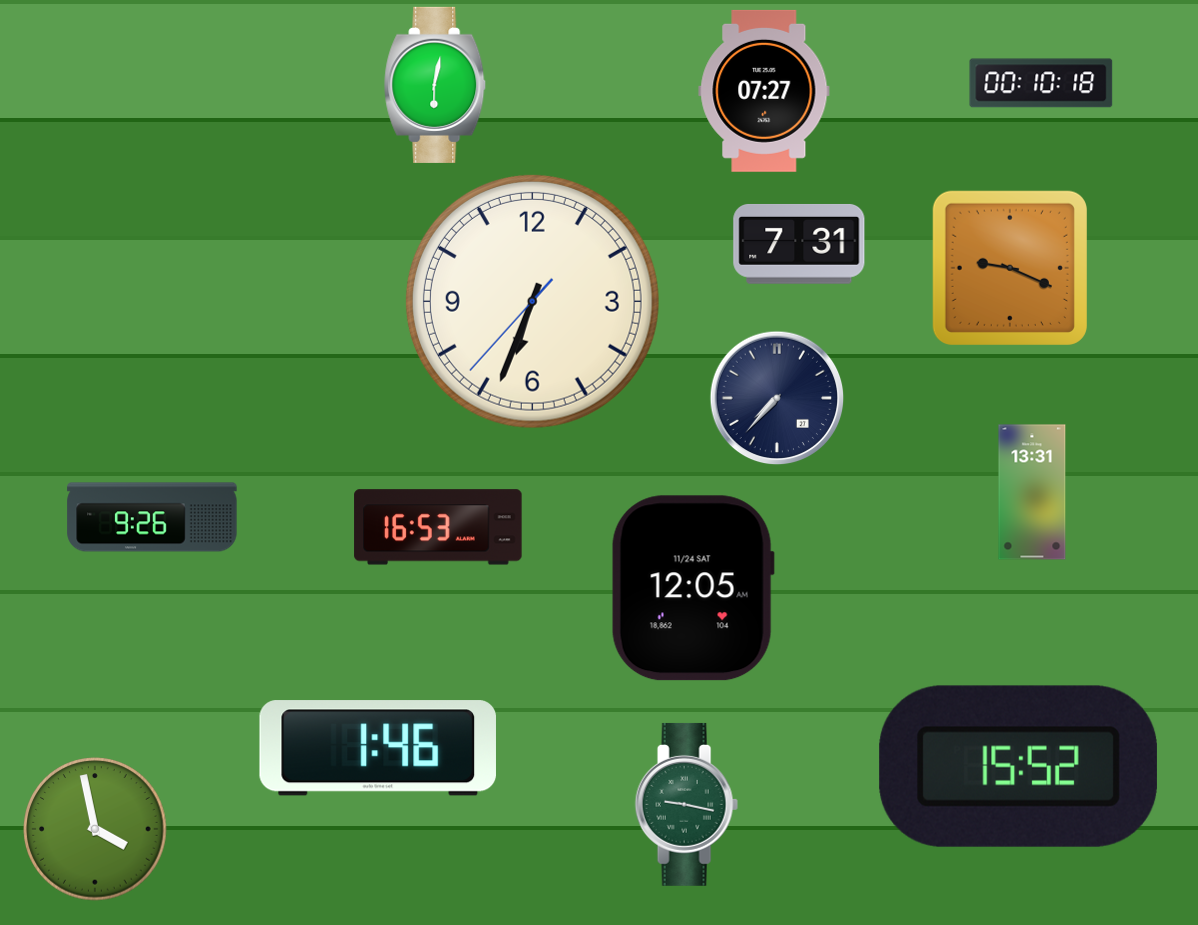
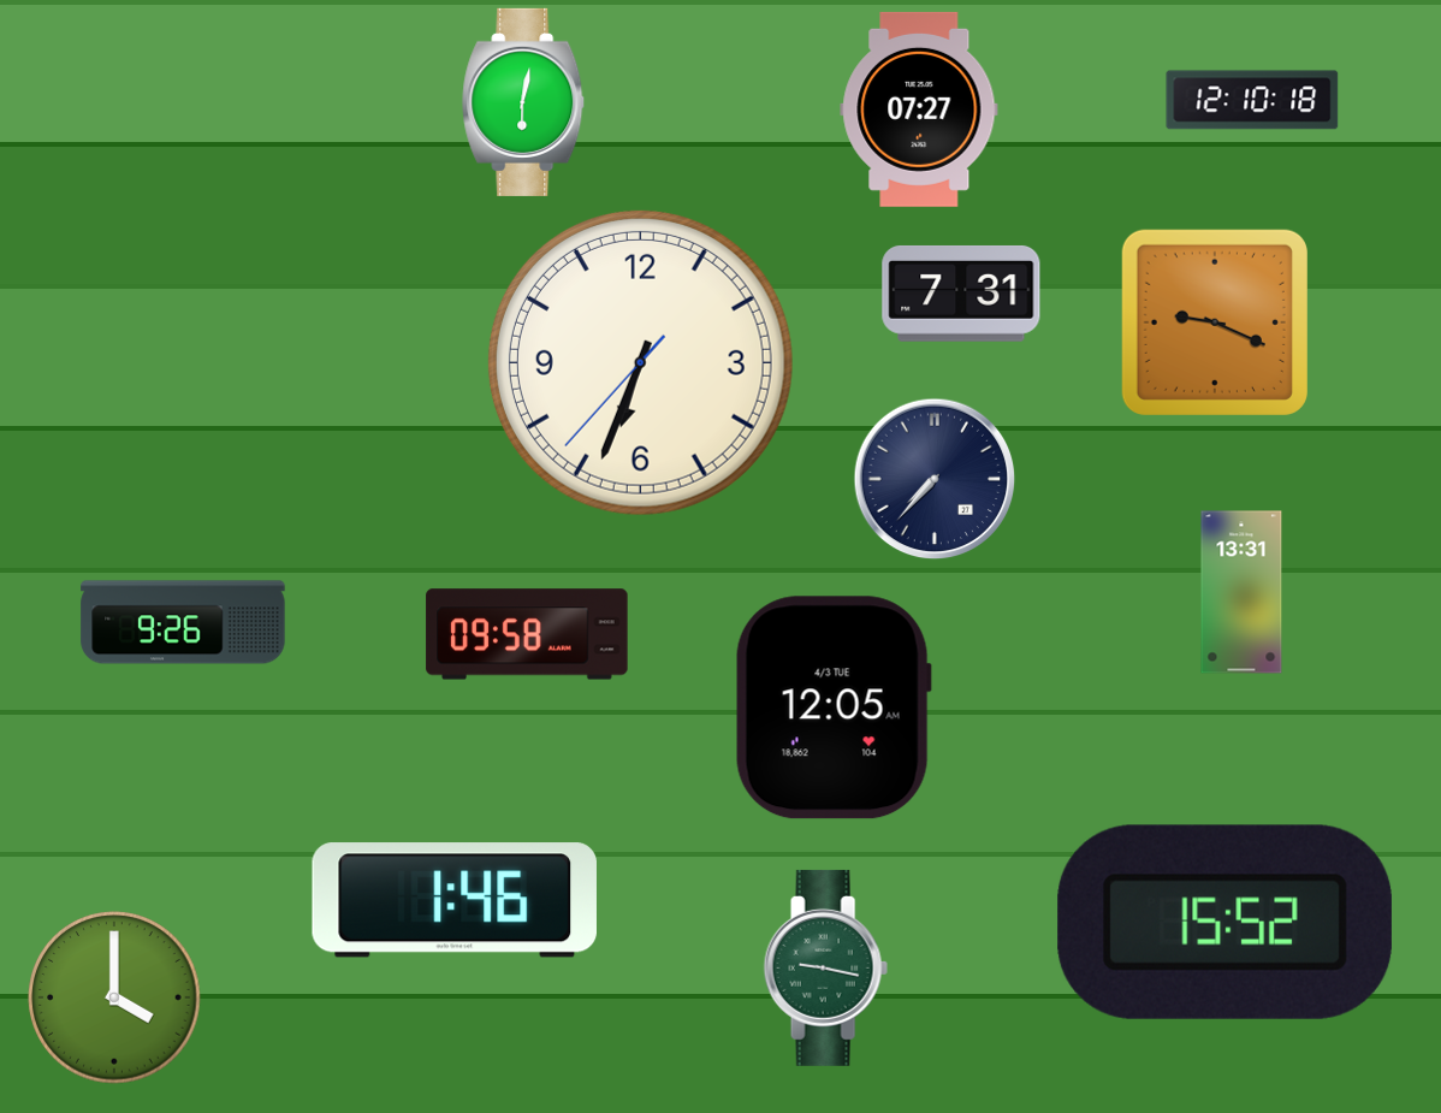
clock at (1041, 83): 00:10 -> 12:10
clock at (438, 527): 16:53 -> 09:58
clock at (693, 588) date: 11/24 SAT -> 4/3 TUE
clock at (95, 829): 3:58 -> 4:00
